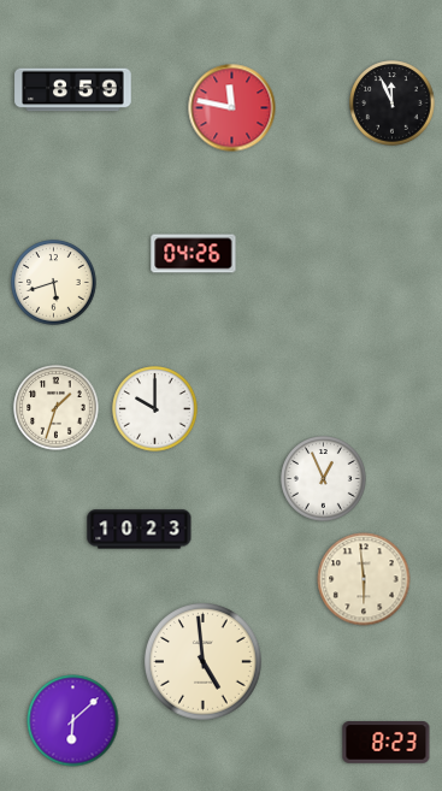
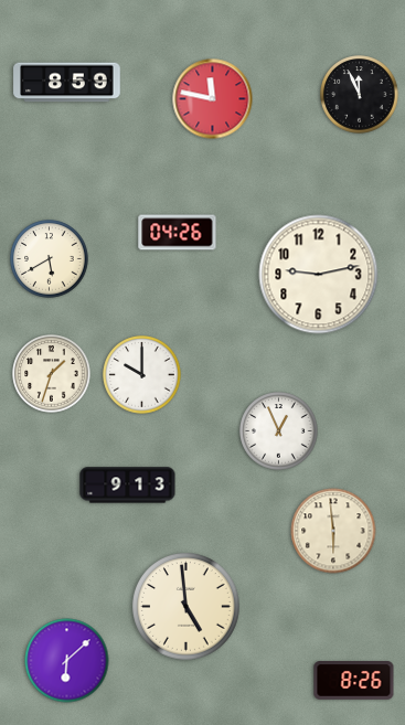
clock at (54, 283): 5:42 -> 5:40
clock at (319, 275): none -> 9:13
clock at (324, 479) position: (324, 479) -> (279, 431)
clock at (140, 530): 10:23 -> 9:13
clock at (387, 743): 8:23 -> 8:26
